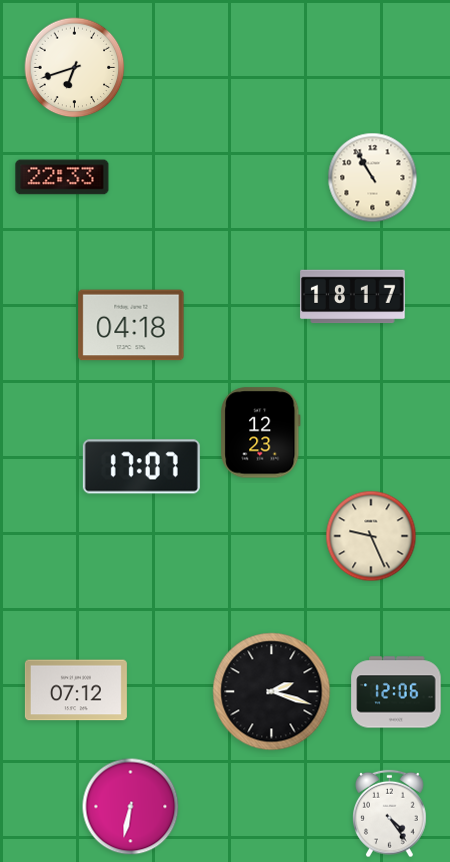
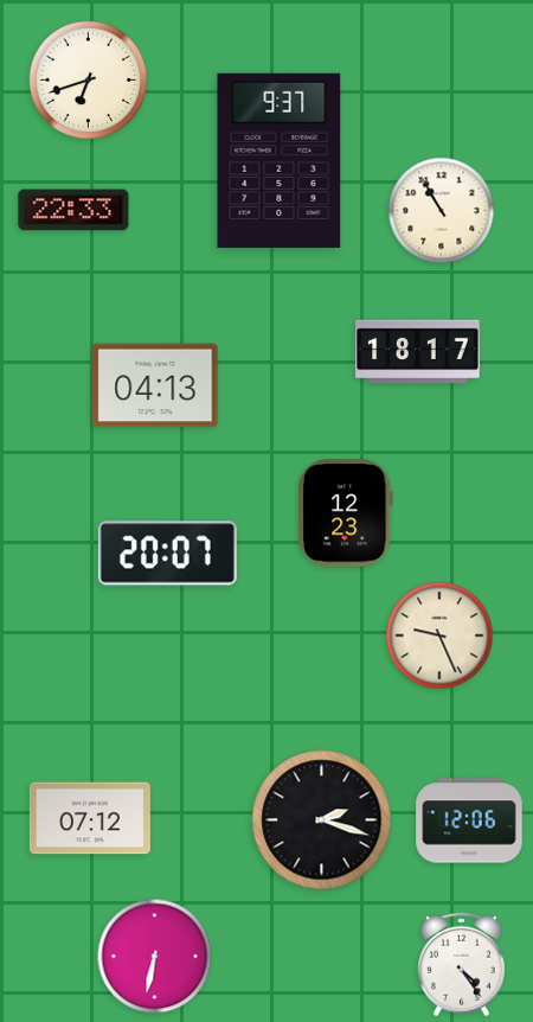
clock at (280, 160): none -> 9:37
clock at (131, 325): 04:18 -> 04:13
clock at (261, 433) position: (261, 433) -> (346, 513)
clock at (141, 467): 17:07 -> 20:07
